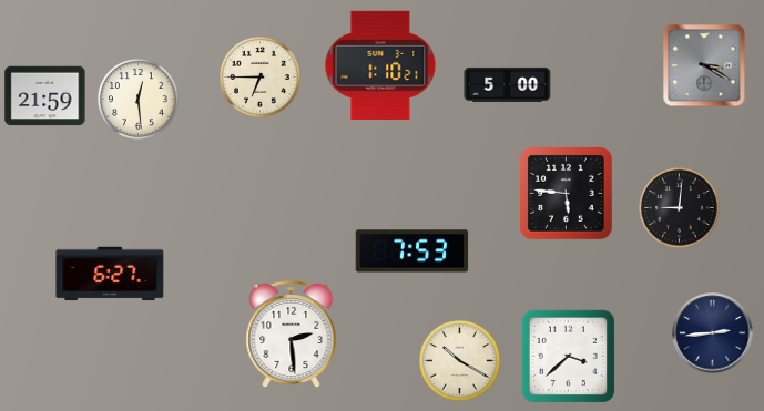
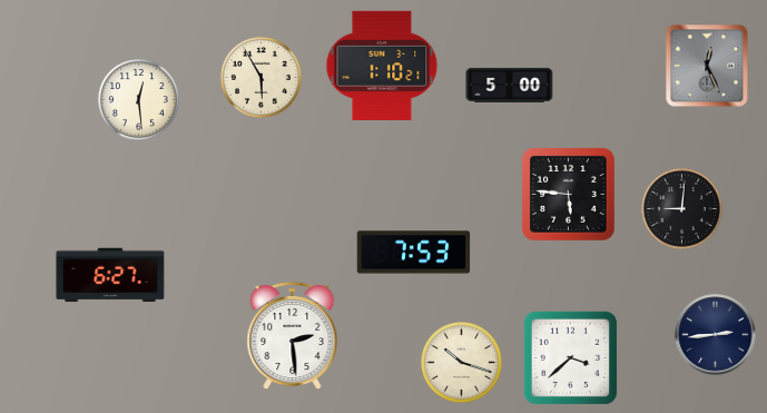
clock at (704, 65): 3:20 -> 12:26
clock at (259, 76): 6:45 -> 5:55
clock at (45, 96): 21:59 -> none
clock at (459, 360): 10:20 -> 10:18
